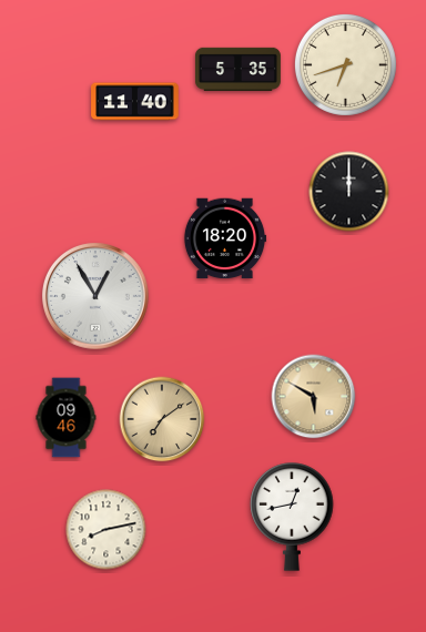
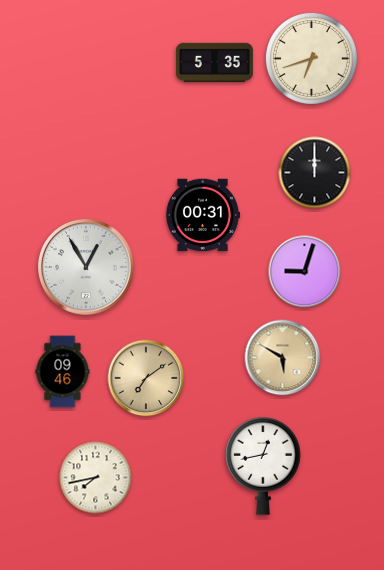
clock at (135, 102): 11:40 -> none
clock at (225, 238): 18:20 -> 00:31
clock at (305, 272): none -> 9:03
clock at (67, 418) position: (67, 418) -> (63, 372)
clock at (106, 530): 8:13 -> 7:43
